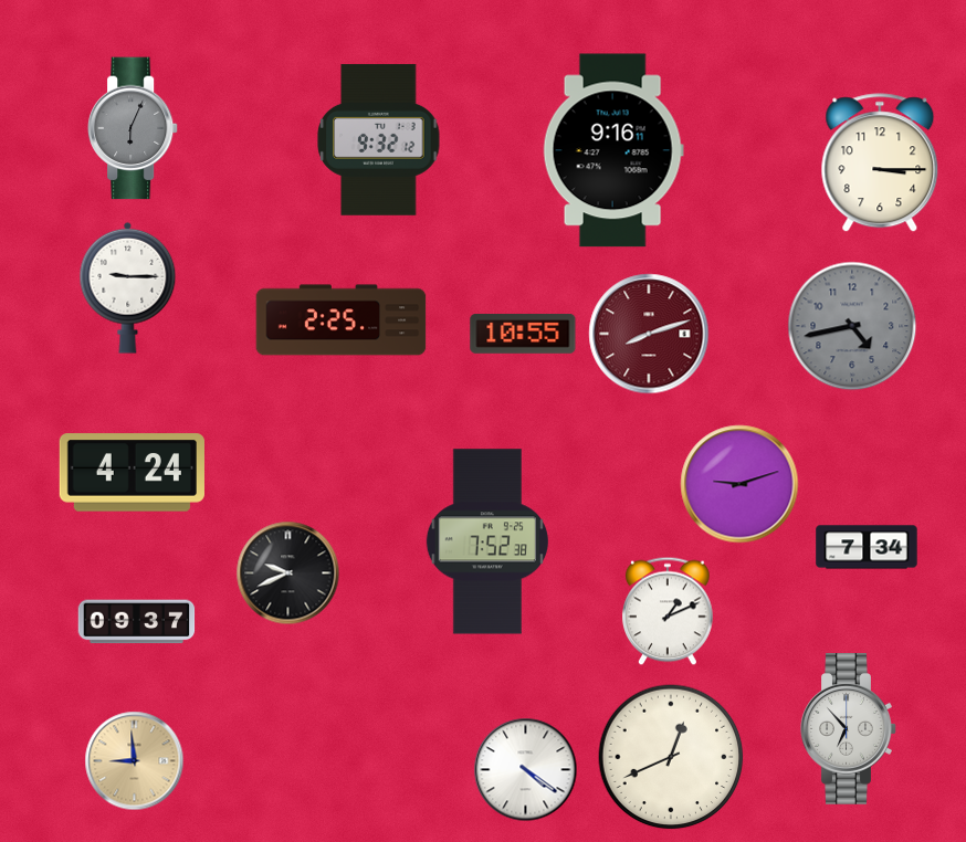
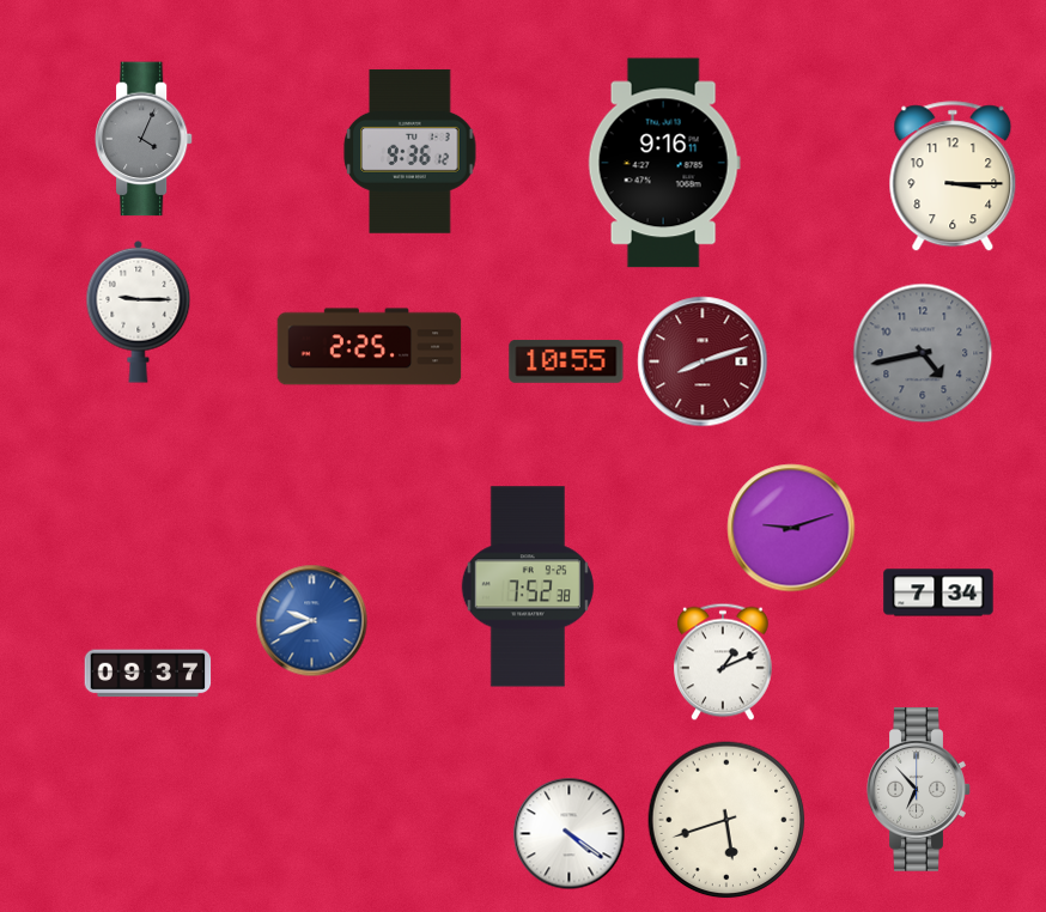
clock at (133, 128): 6:04 -> 4:04
clock at (379, 139): 9:32 -> 9:36
clock at (132, 473): 4:24 -> none
clock at (739, 484) position: (739, 484) -> (791, 528)
clock at (288, 573) dial: black -> blue
clock at (671, 757): 12:41 -> 5:42
clock at (135, 761): 8:59 -> none
